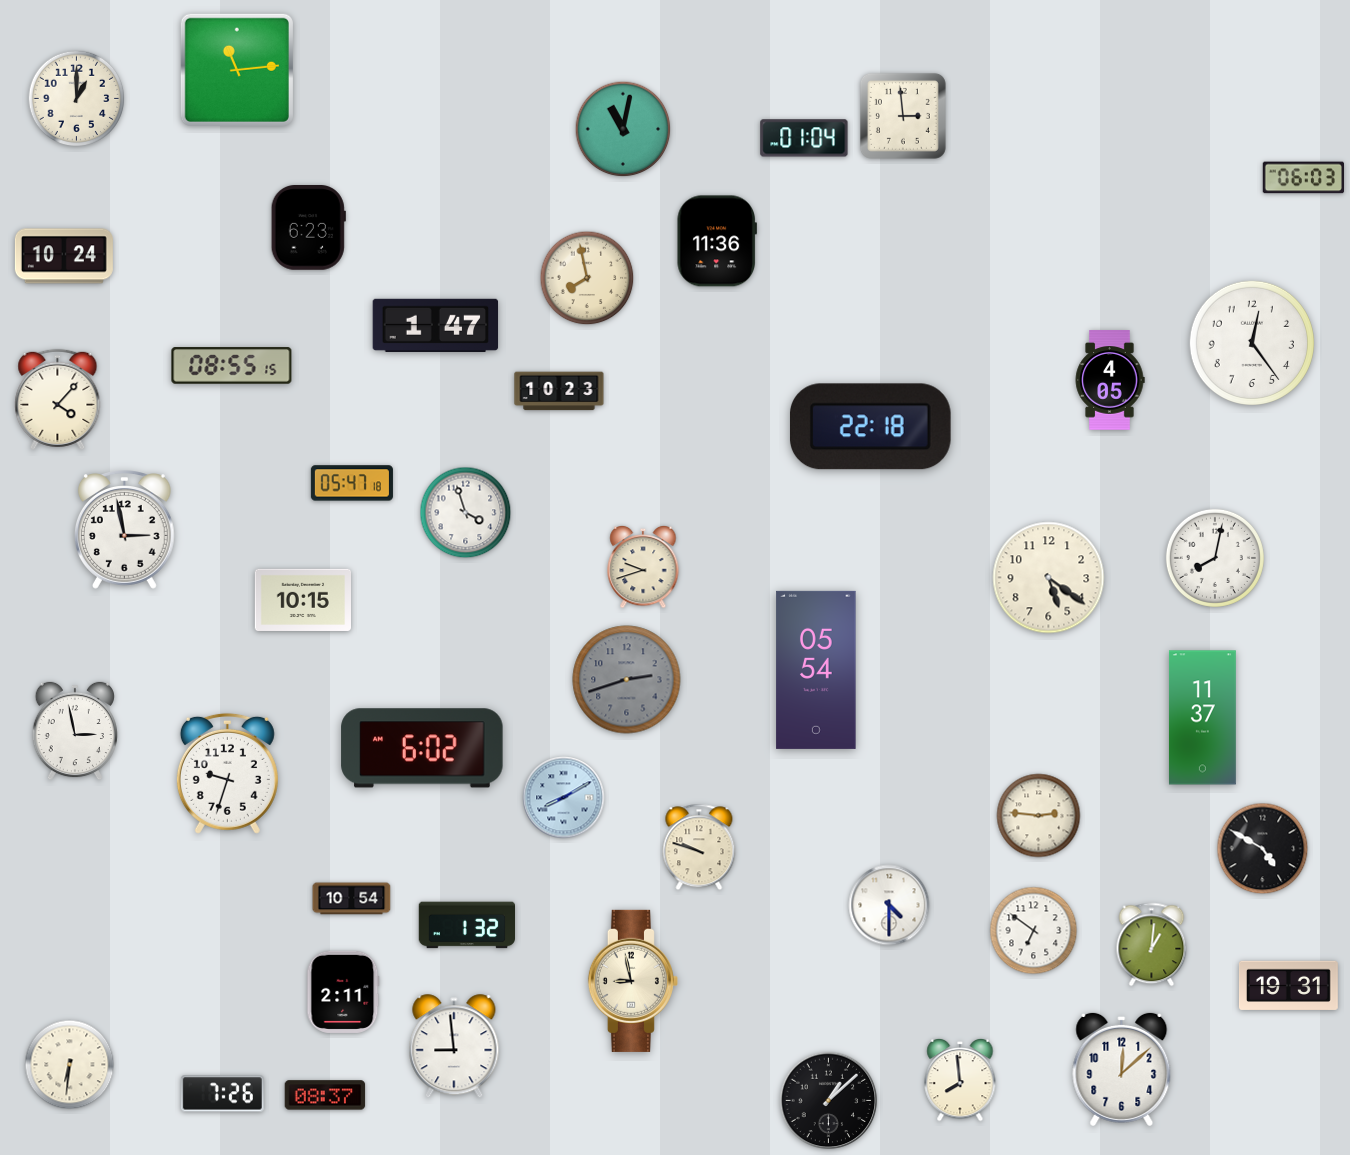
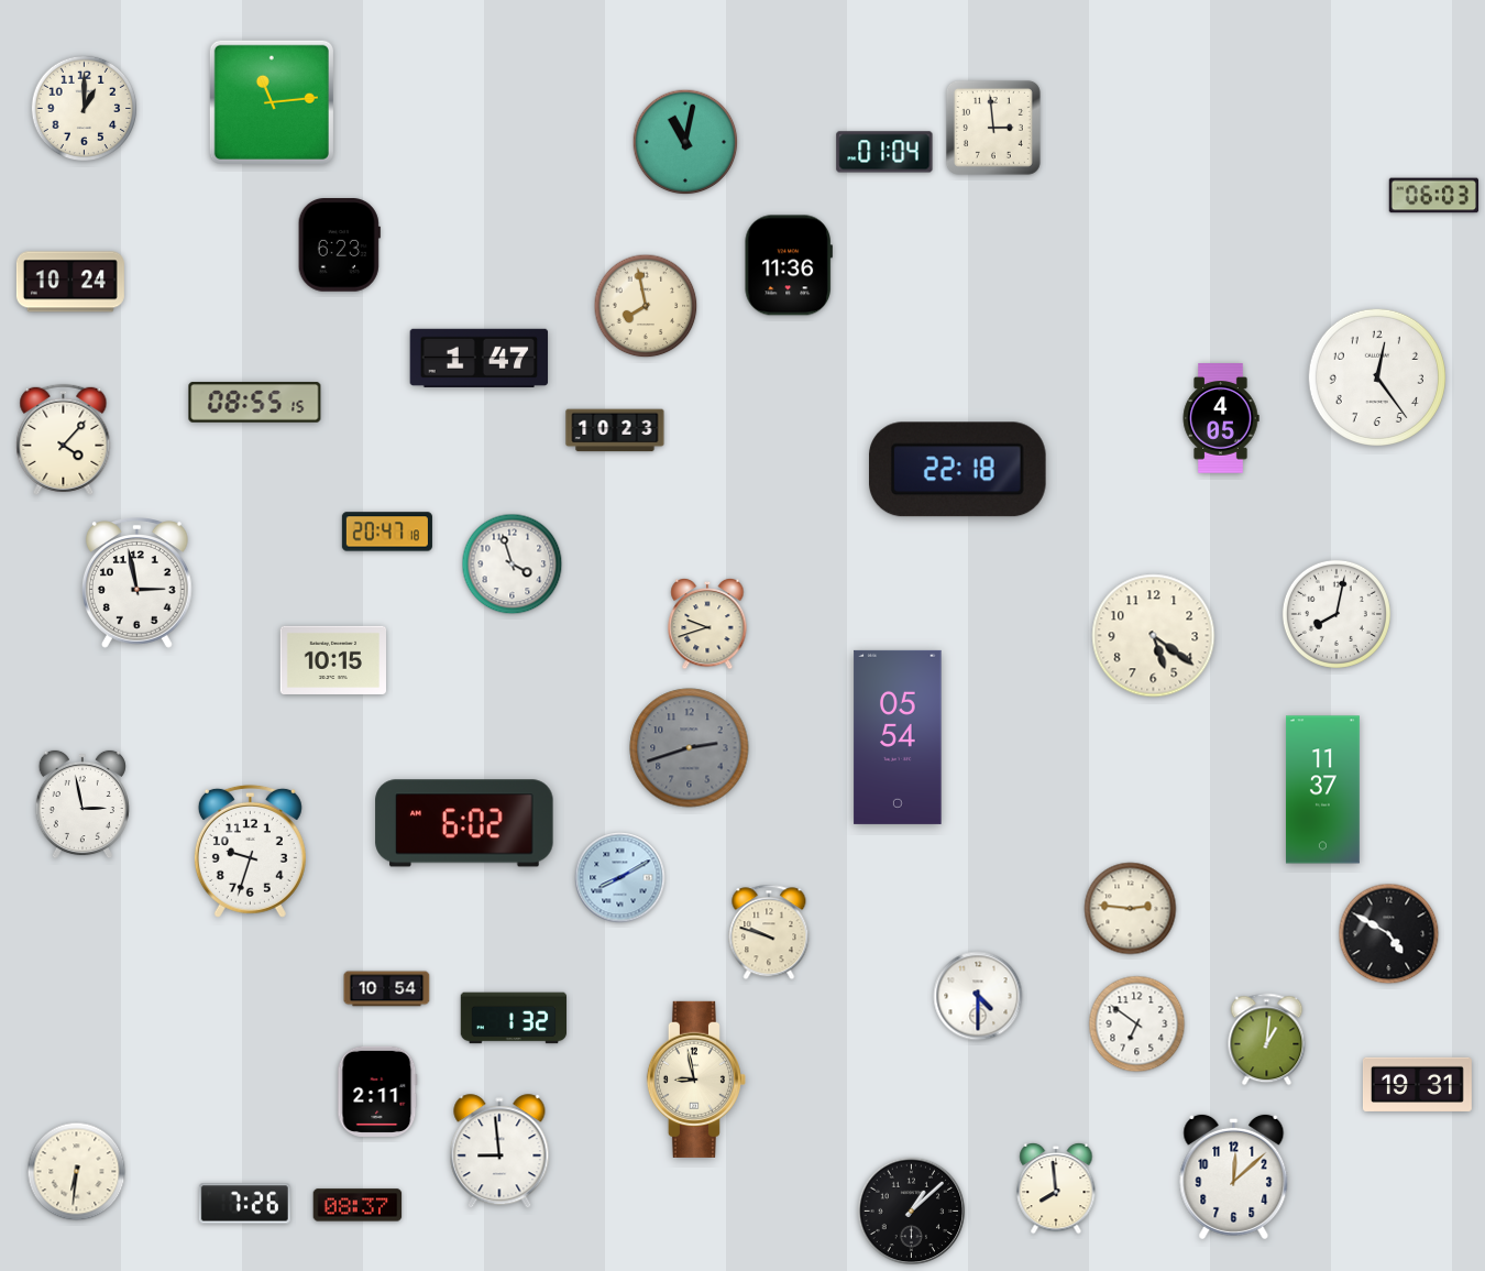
clock at (237, 70) position: (237, 70) -> (272, 102)
clock at (308, 228) position: (308, 228) -> (339, 245)
clock at (352, 483): 05:47 -> 20:47
clock at (1039, 816) position: (1039, 816) -> (1131, 909)
